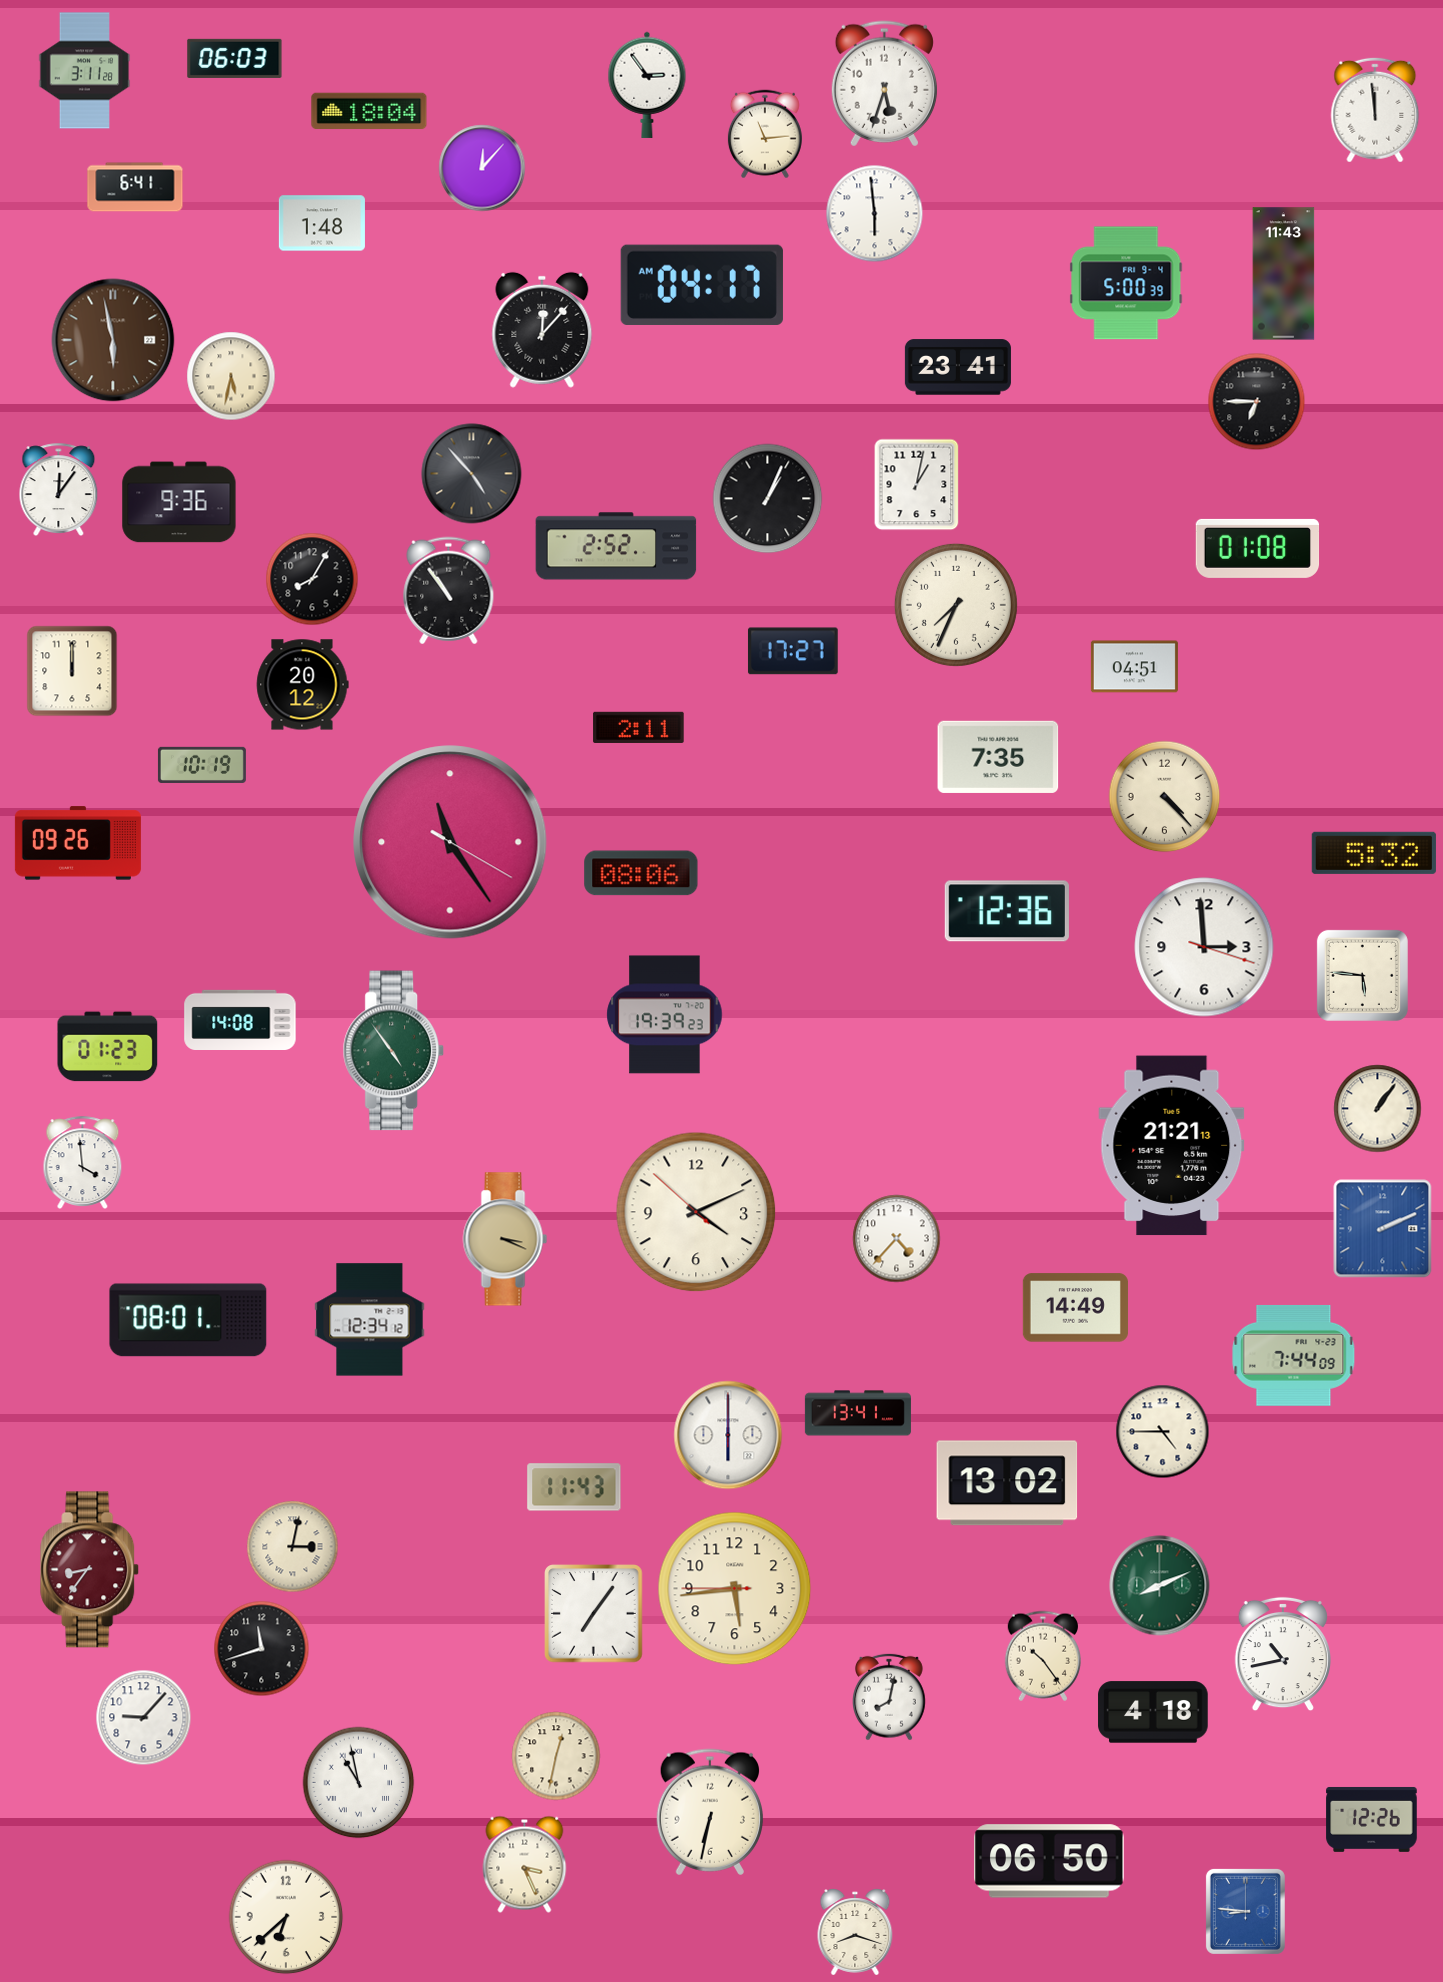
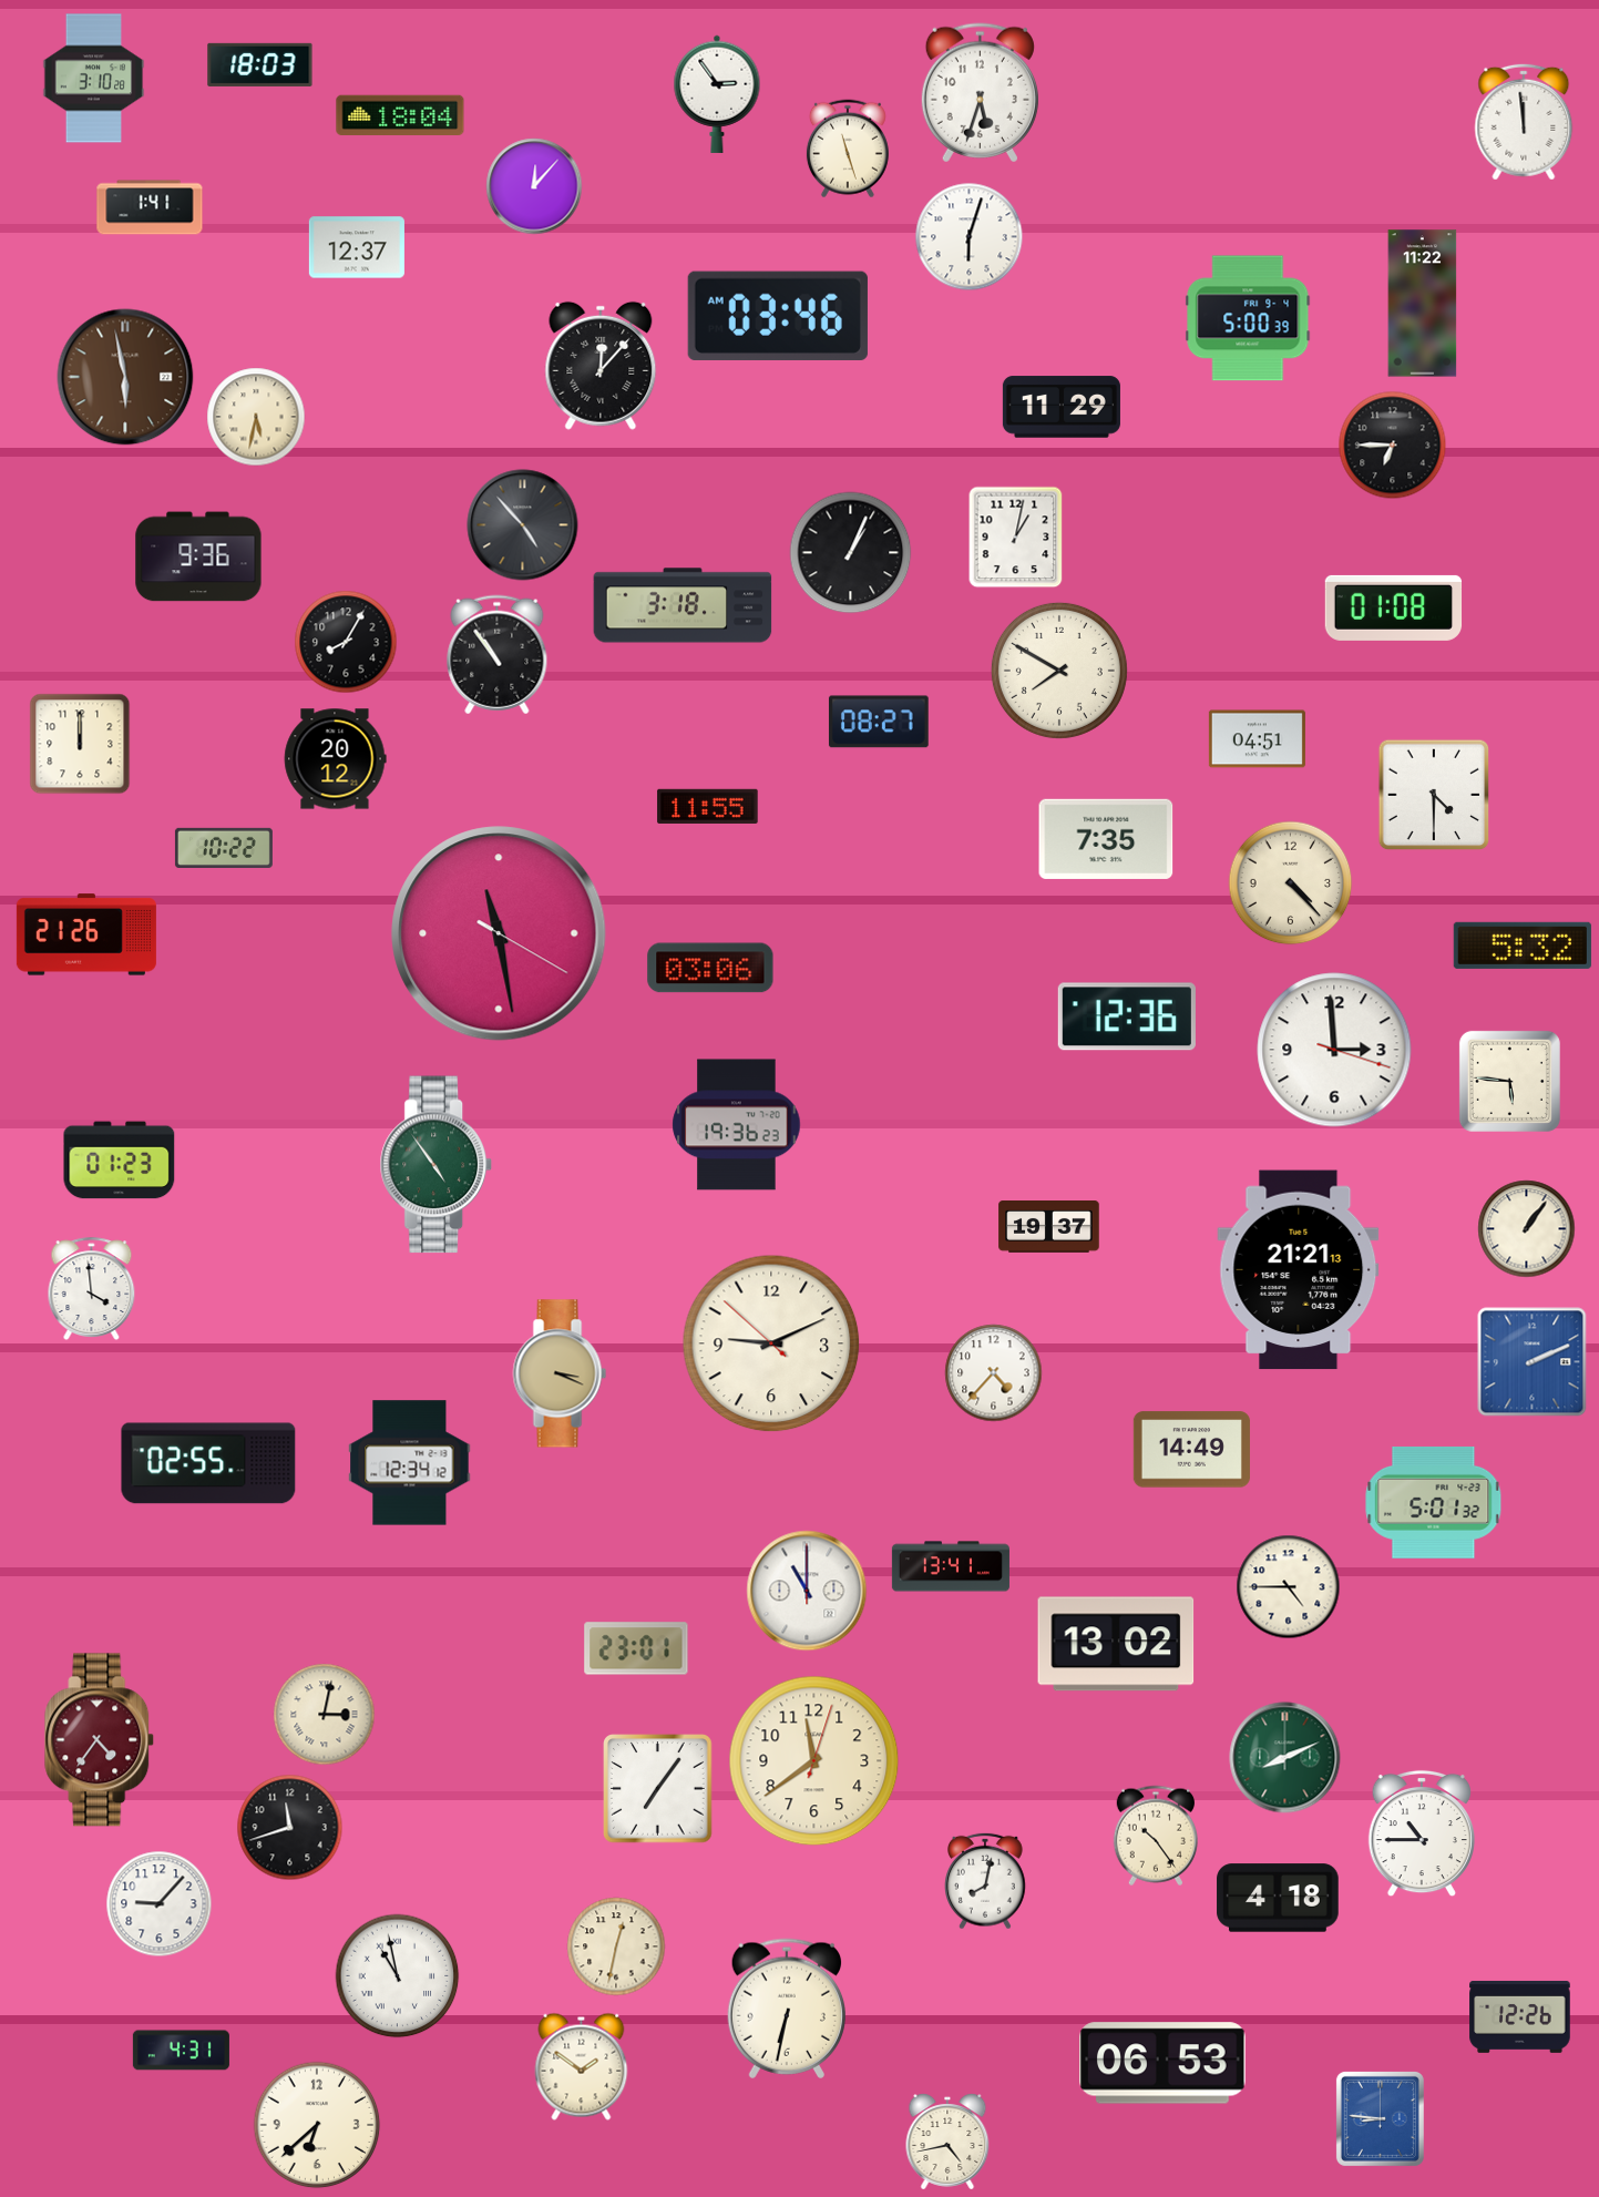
clock at (235, 58): 06:03 -> 18:03
clock at (85, 71): 3:11 -> 3:10
clock at (369, 111) position: (369, 111) -> (400, 115)
clock at (765, 134): 11:14 -> 11:27
clock at (135, 187): 6:41 -> 1:41
clock at (875, 214): 5:59 -> 6:03
clock at (322, 223): 1:48 -> 12:37
clock at (1284, 274): 11:43 -> 11:22
clock at (1126, 283) position: (1126, 283) -> (1248, 318)
clock at (702, 284): 04:17 -> 03:46
clock at (958, 367): 23:41 -> 11:29
clock at (59, 489): 12:06 -> none
clock at (616, 546): 2:52 -> 3:18
clock at (956, 605): 7:34 -> 7:50
clock at (793, 651): 17:27 -> 08:27
clock at (1434, 795): none -> 4:30
clock at (639, 727): 2:11 -> 11:55
clock at (202, 765): 10:19 -> 10:22
clock at (450, 842): 11:24 -> 11:28
clock at (78, 843): 09:26 -> 21:26
clock at (641, 873): 08:06 -> 03:06
clock at (1007, 911) position: (1007, 911) -> (1127, 1016)
clock at (665, 1015): 19:39 -> 19:36
clock at (240, 1019): 14:08 -> none
clock at (1049, 1227): none -> 19:37
clock at (696, 1212): 4:10 -> 9:10
clock at (188, 1320): 08:01 -> 02:55
clock at (1294, 1355): 7:44 -> 5:01
clock at (728, 1435): 6:00 -> 11:00
clock at (574, 1487): 11:43 -> 23:01
clock at (90, 1570): 8:36 -> 4:36
clock at (735, 1589): 5:43 -> 11:39
clock at (1283, 1654): 10:43 -> 10:45
clock at (181, 2051): none -> 4:31
clock at (1049, 1861): 06:50 -> 06:53
clock at (525, 1864): 3:26 -> 1:51
clock at (855, 1932): 8:18 -> 4:43
